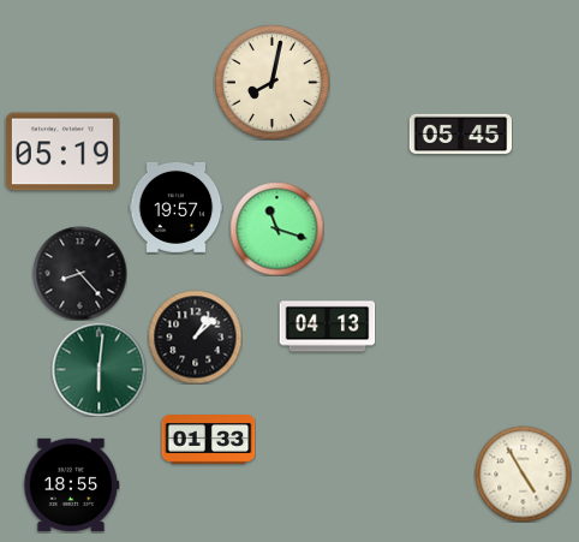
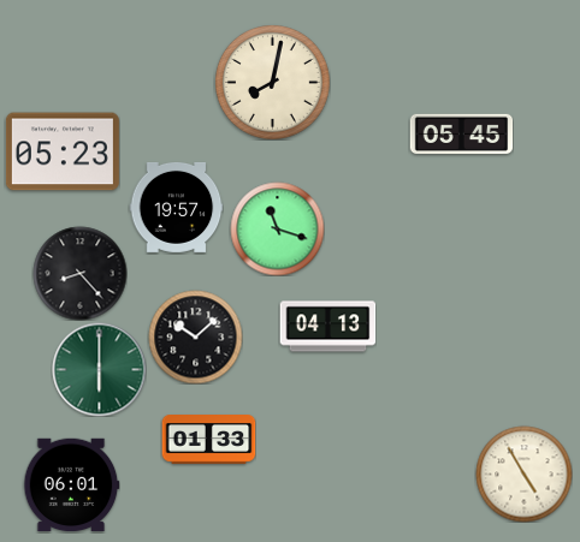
clock at (62, 151): 05:19 -> 05:23
clock at (195, 336): 1:08 -> 10:08
clock at (99, 369): 6:01 -> 6:00
clock at (71, 486): 18:55 -> 06:01
